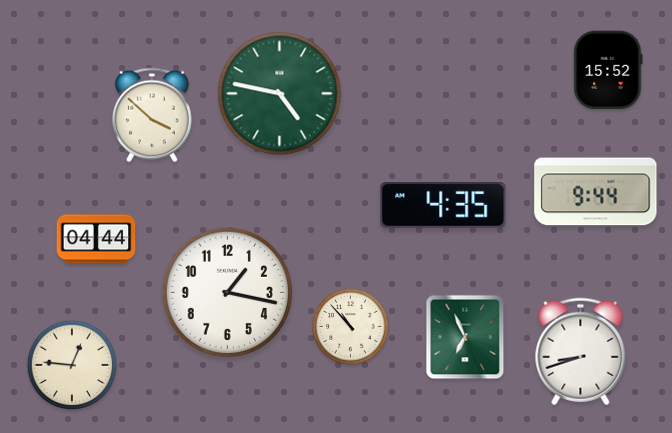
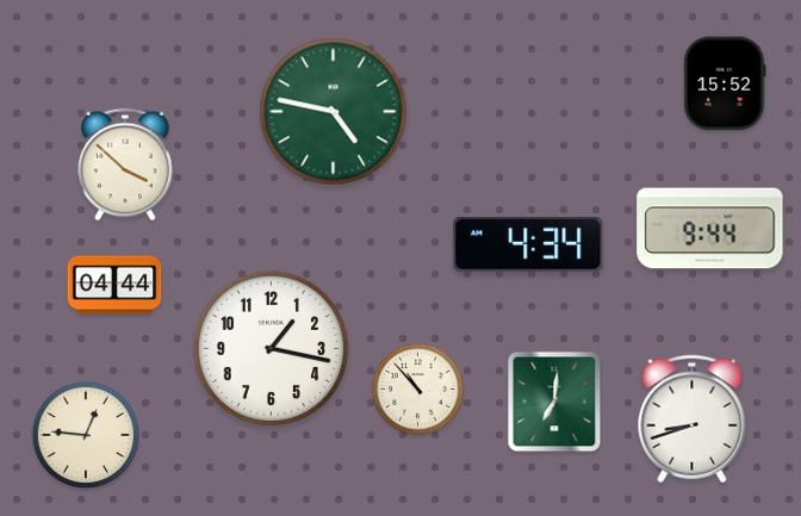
clock at (153, 115) position: (153, 115) -> (126, 164)
clock at (443, 206): 4:35 -> 4:34
clock at (465, 337): 6:56 -> 7:01
